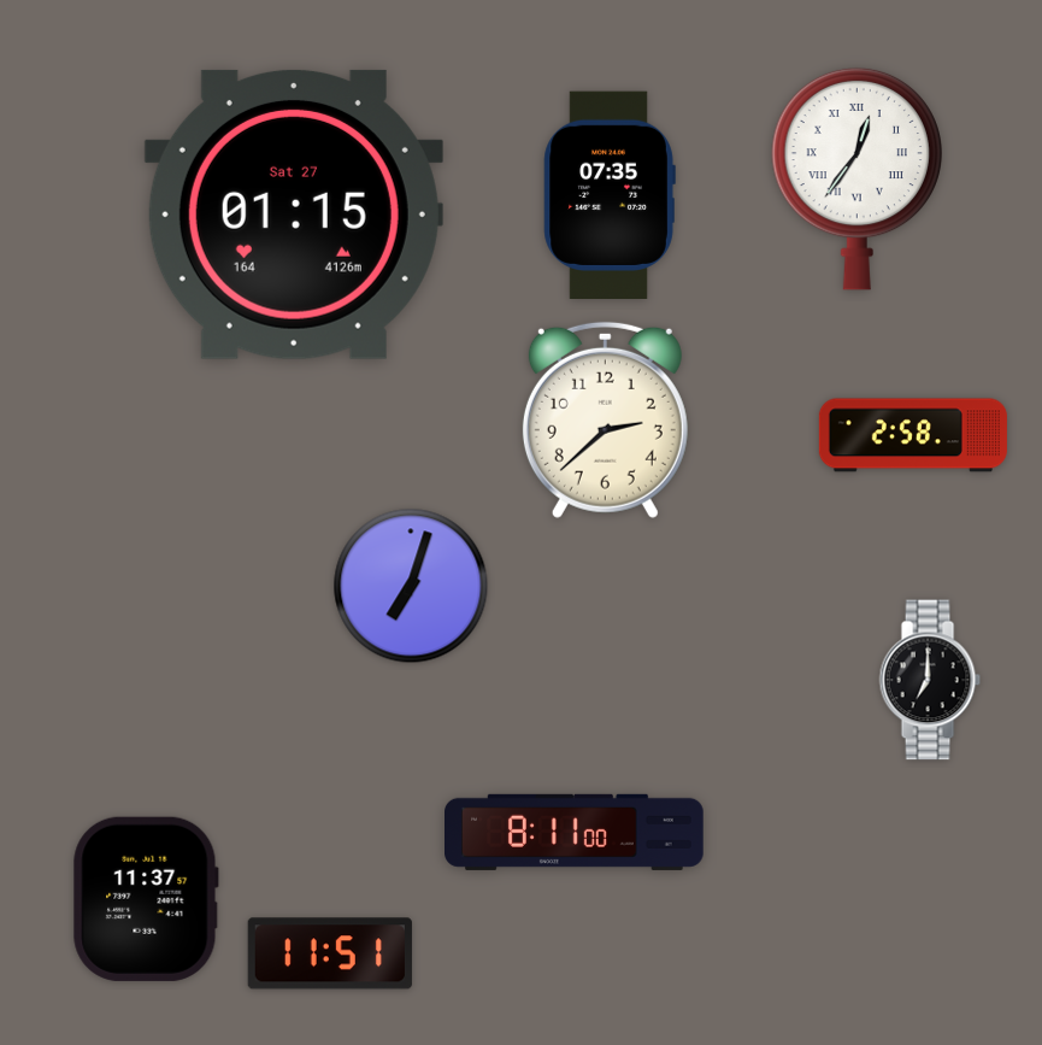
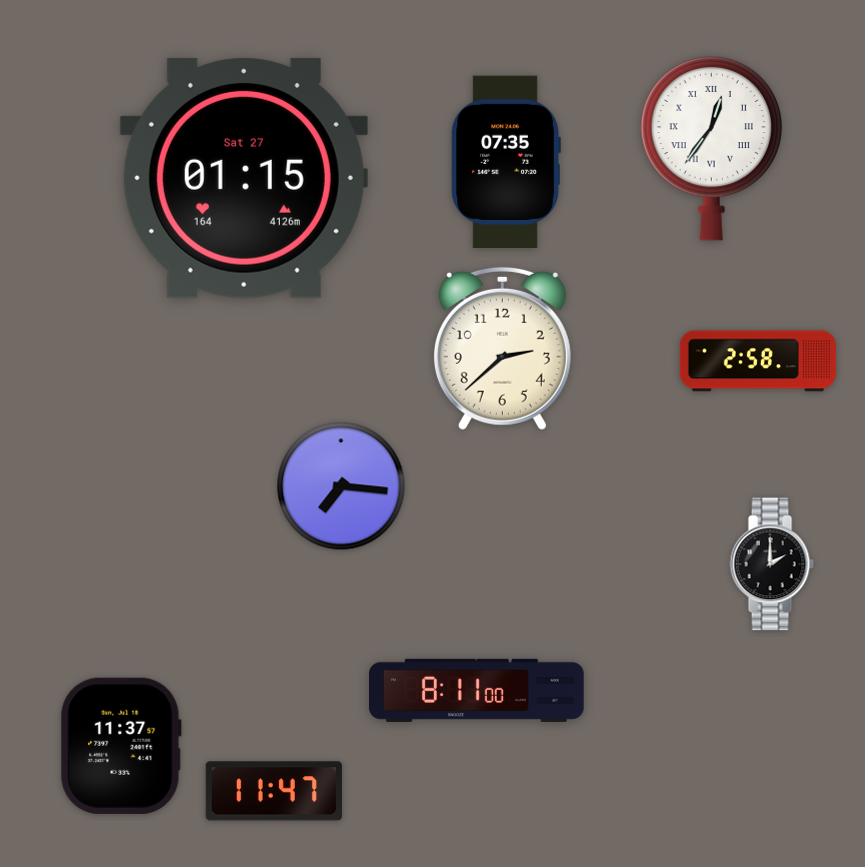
clock at (411, 586): 7:03 -> 7:16
clock at (930, 680): 7:00 -> 2:00
clock at (330, 953): 11:51 -> 11:47
